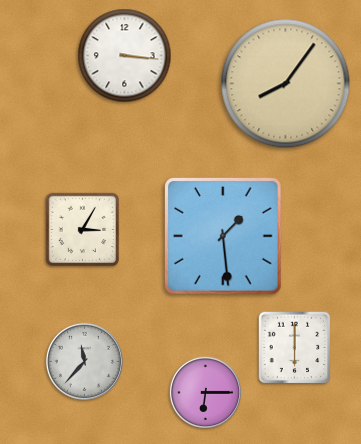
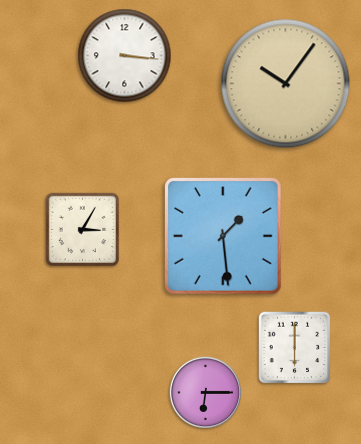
clock at (286, 84): 8:06 -> 10:06
clock at (84, 361): 11:37 -> none
